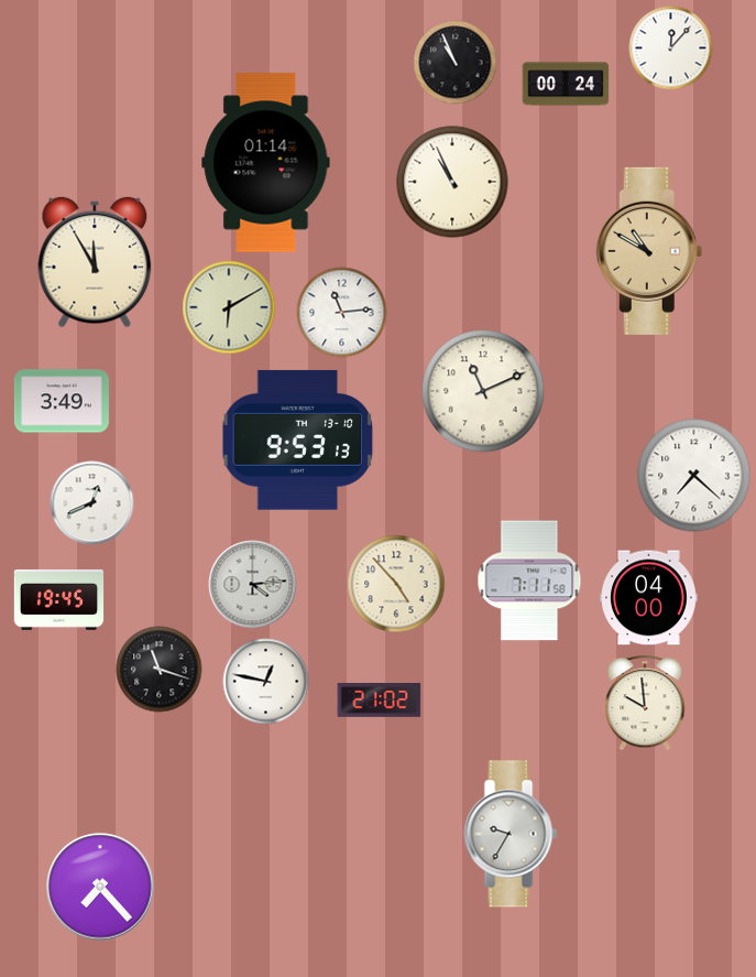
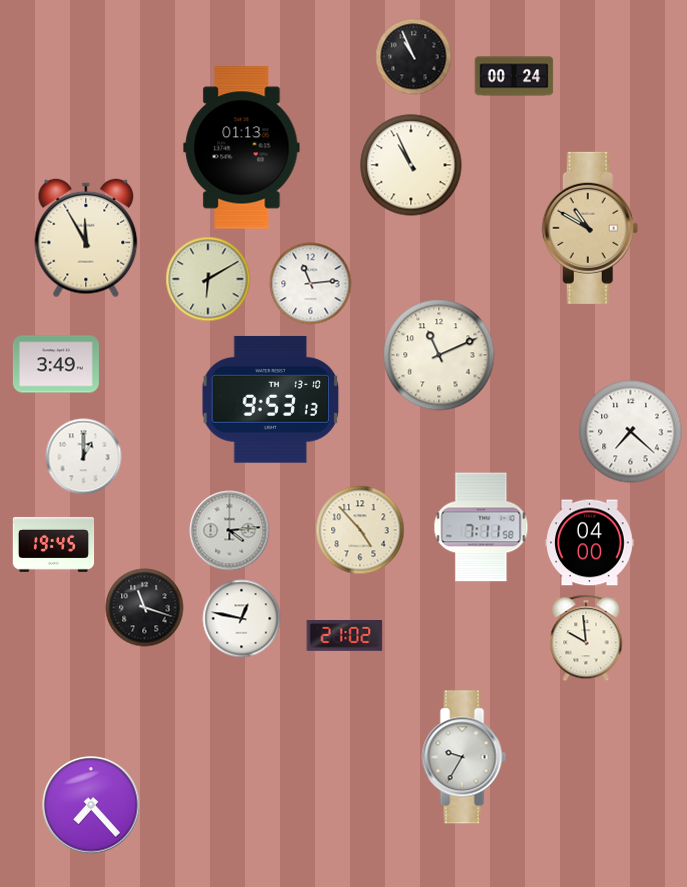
clock at (671, 48): 12:07 -> none
clock at (266, 163): 01:14 -> 01:13
clock at (92, 503): 12:41 -> 1:00
